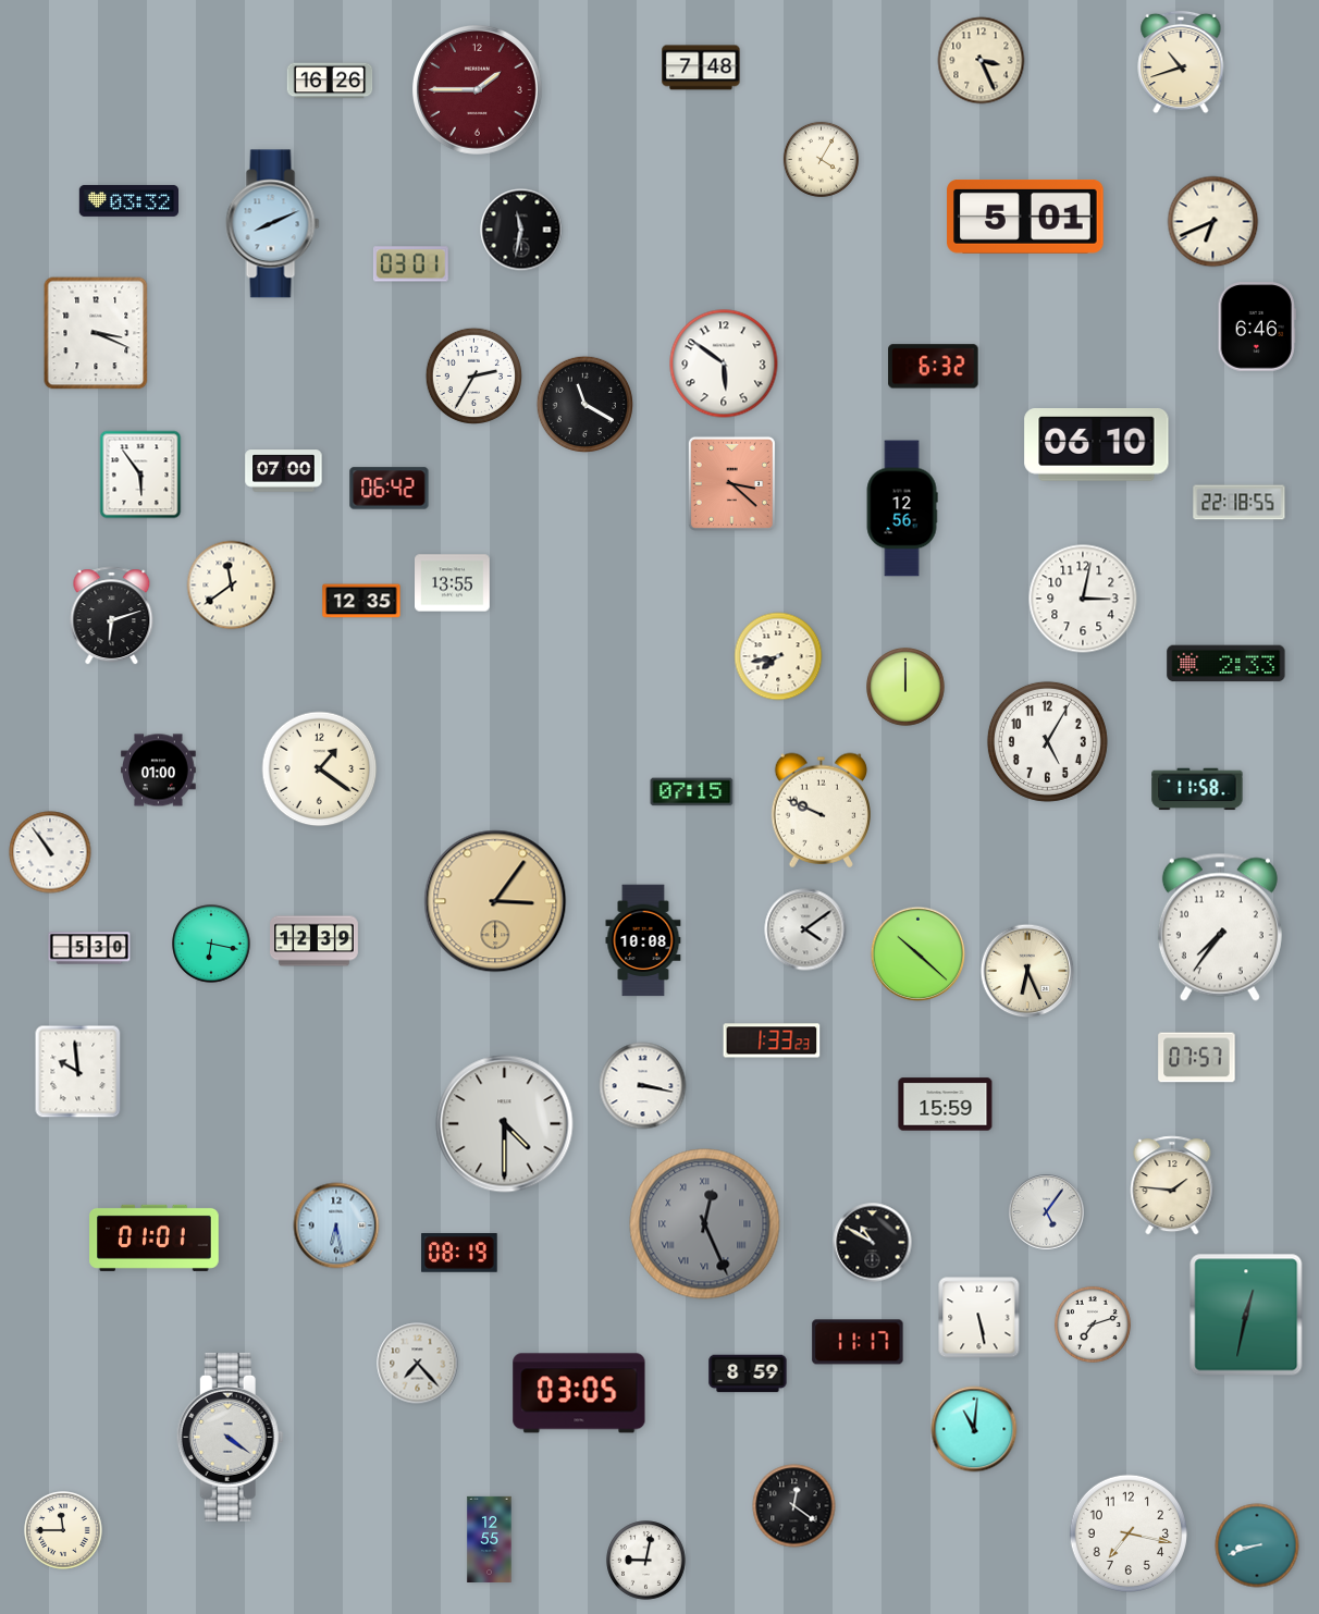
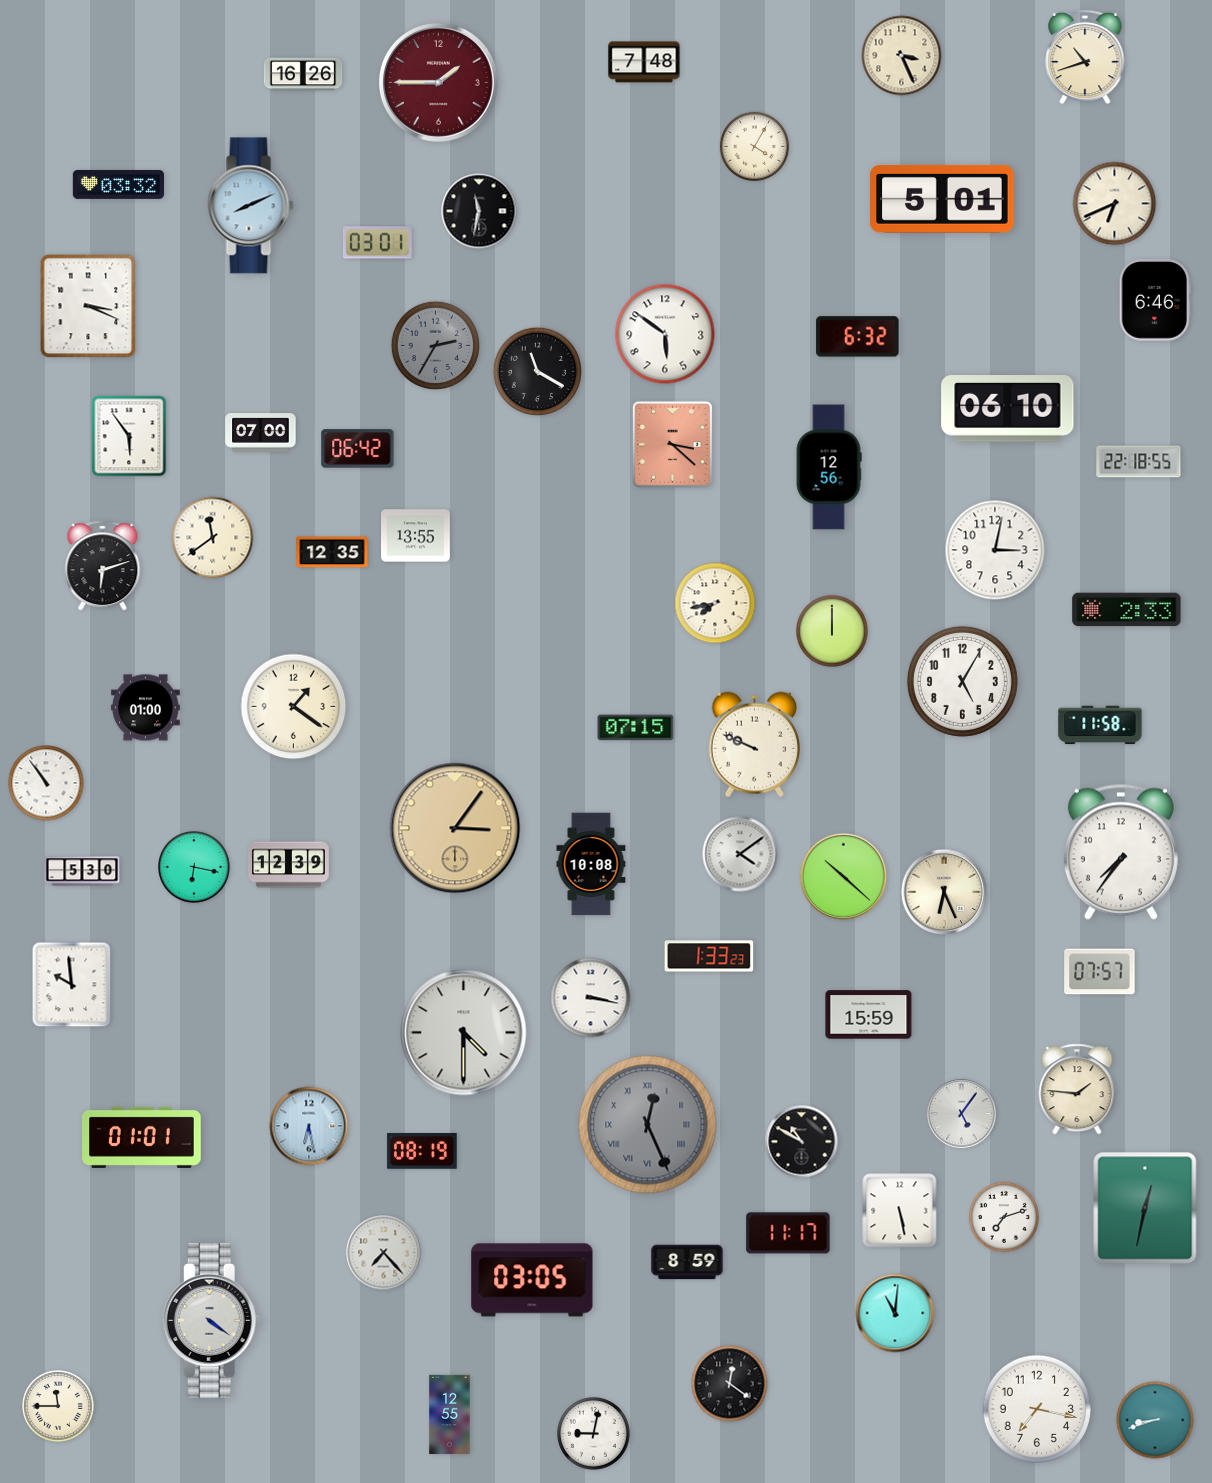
clock at (473, 375) dial: white -> grey
